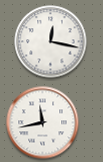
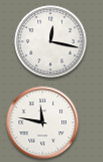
clock at (43, 123): 11:43 -> 11:47
